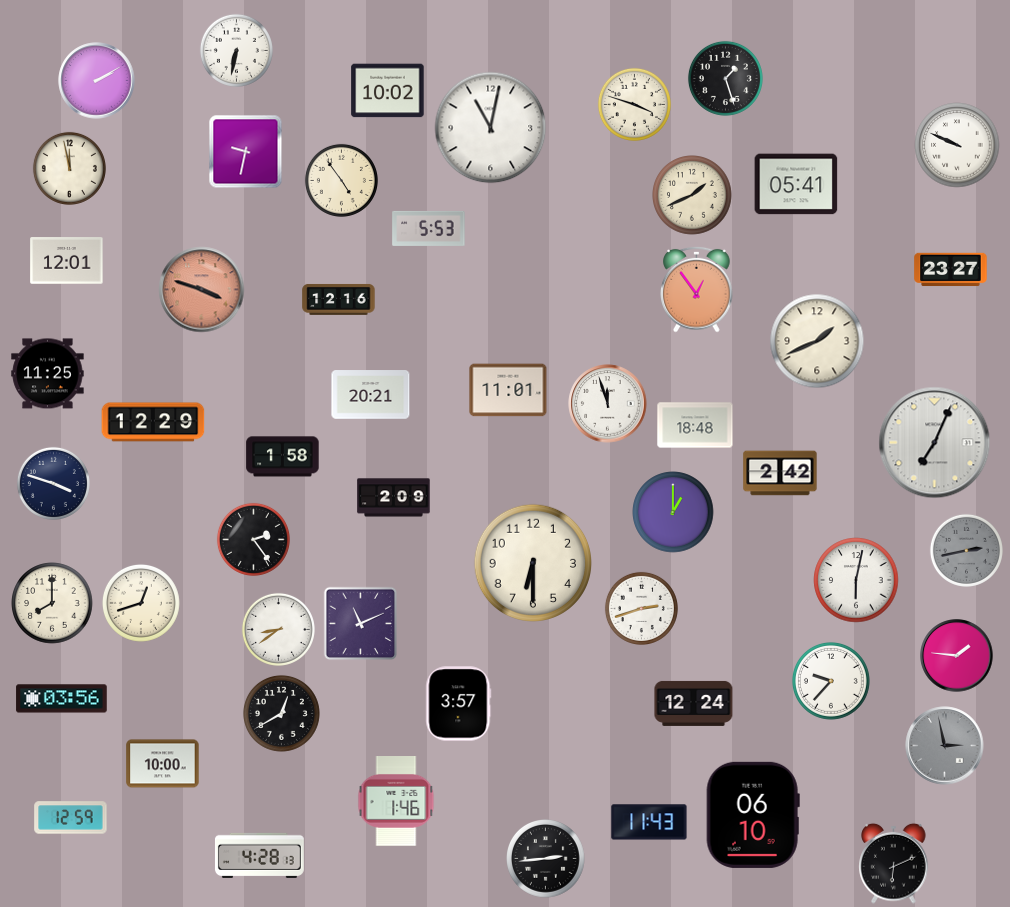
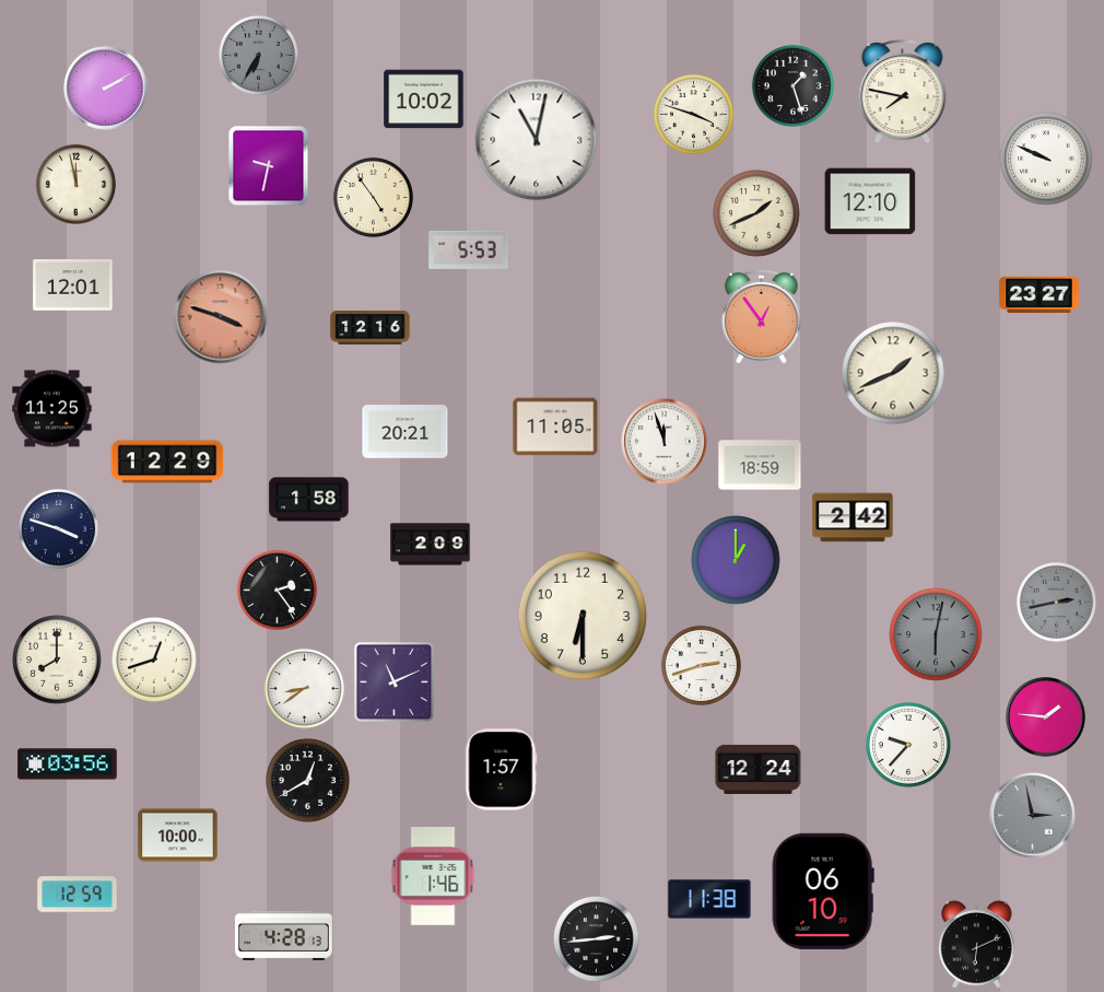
clock at (236, 50): 6:32 -> 6:35
clock at (236, 50) dial: white -> grey
clock at (903, 93): none -> 7:47
clock at (796, 184): 05:41 -> 12:10
clock at (508, 390): 11:01 -> 11:05
clock at (695, 425): 18:48 -> 18:59
clock at (935, 443): 7:04 -> none
clock at (856, 580) dial: white -> grey
clock at (459, 704): 3:57 -> 1:57
clock at (649, 822): 11:43 -> 11:38
